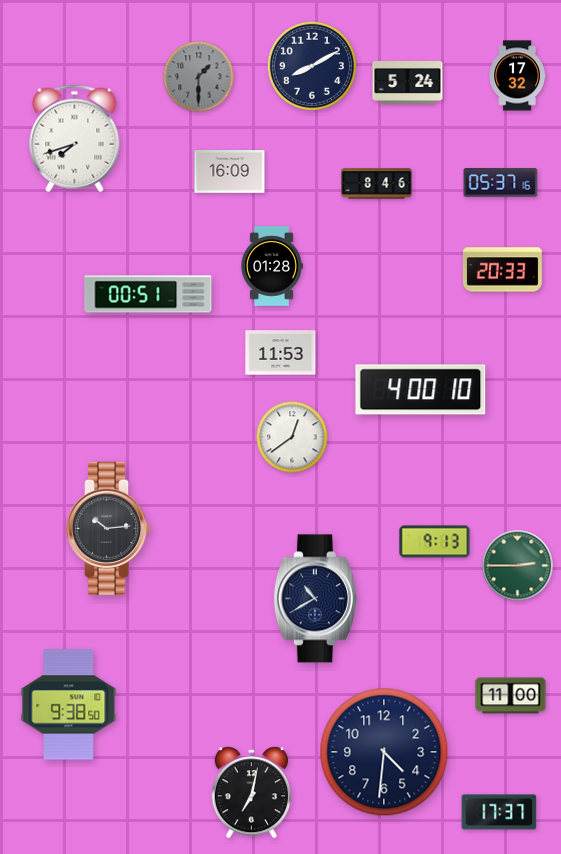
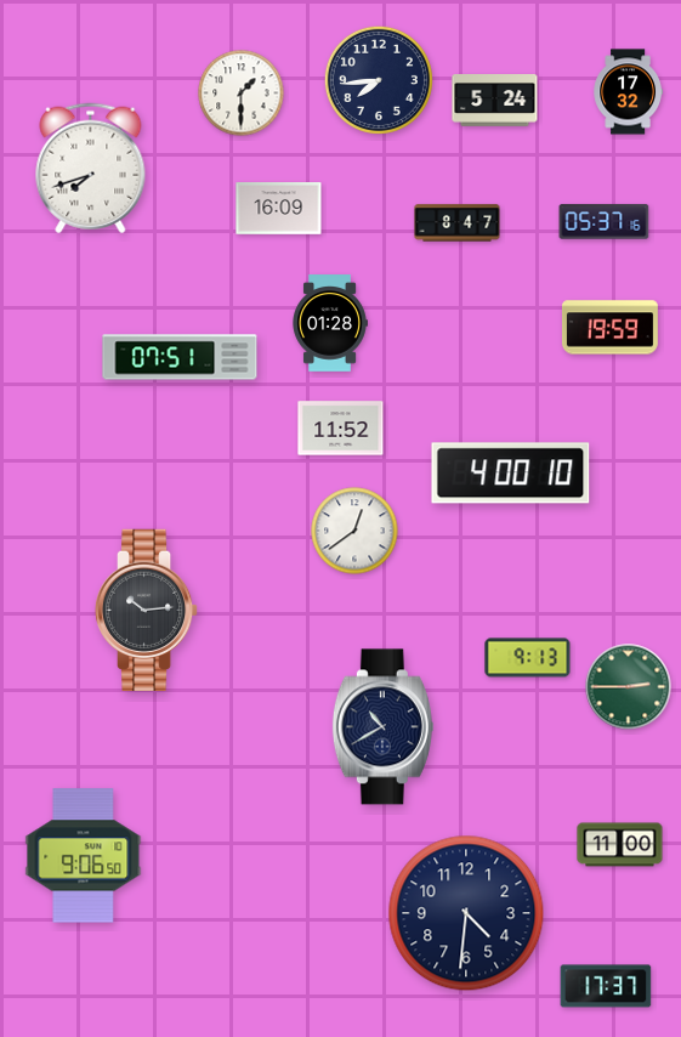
clock at (312, 66): 8:10 -> 7:44
clock at (199, 77) dial: grey -> white
clock at (501, 183) position: (501, 183) -> (605, 222)
clock at (377, 184): 8:46 -> 8:47
clock at (502, 270): 20:33 -> 19:59
clock at (148, 294): 00:51 -> 07:51
clock at (281, 353): 11:53 -> 11:52
clock at (109, 528) position: (109, 528) -> (147, 610)
clock at (69, 705): 9:38 -> 9:06
clock at (251, 793): 7:02 -> none
